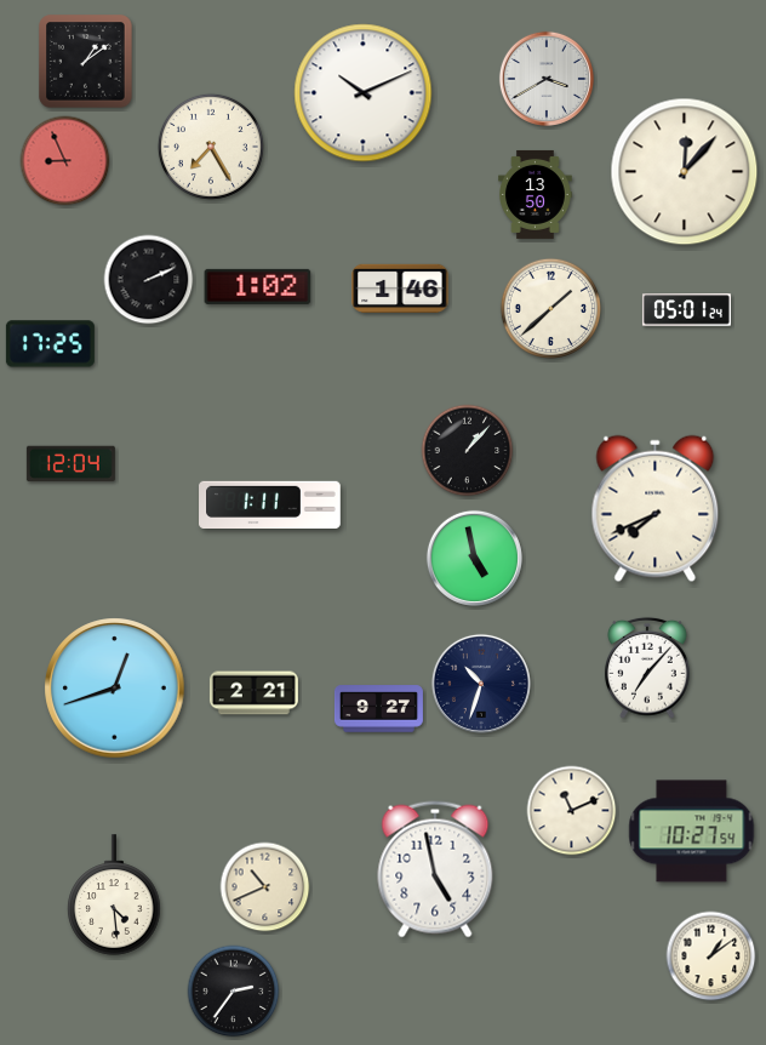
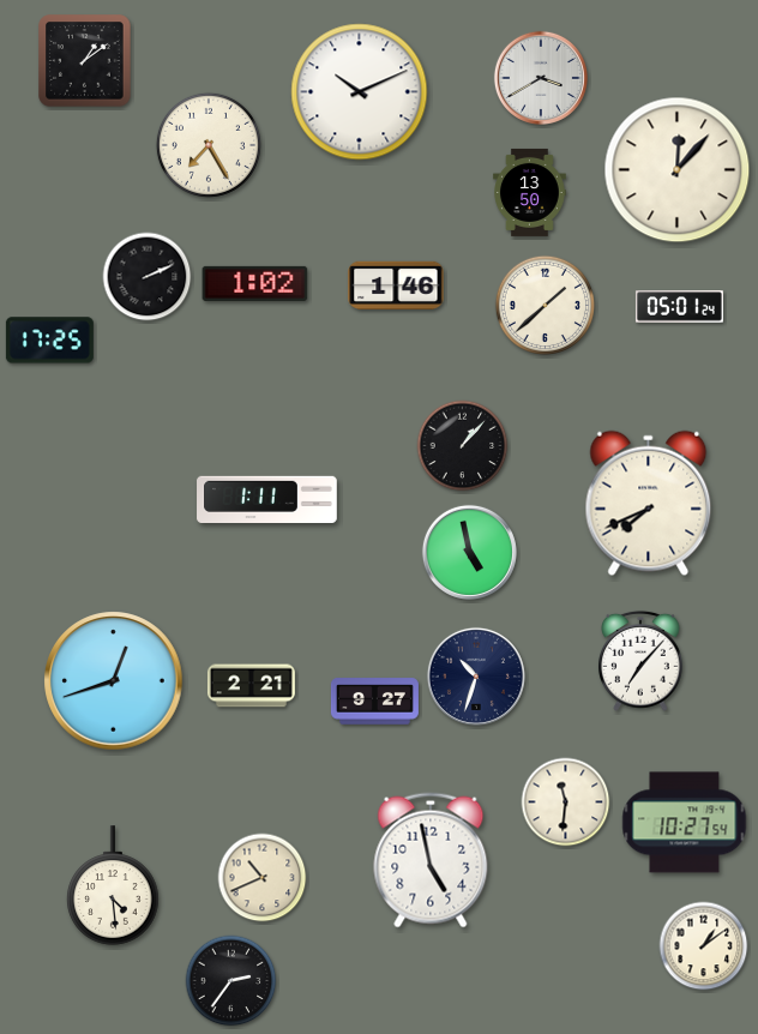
clock at (65, 161): 8:56 -> none
clock at (70, 464): 12:04 -> none
clock at (572, 811): 11:11 -> 11:31
